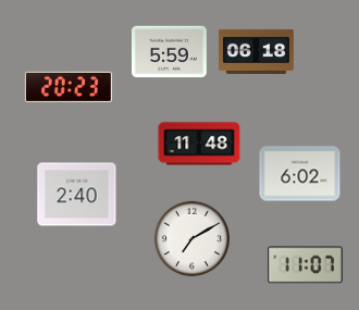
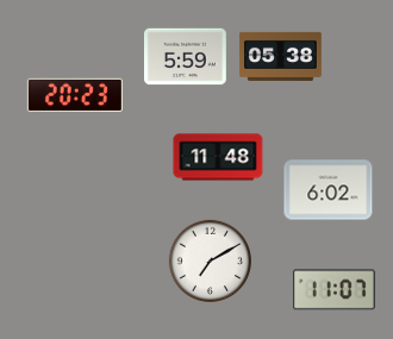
clock at (256, 51): 06:18 -> 05:38
clock at (77, 195): 2:40 -> none
